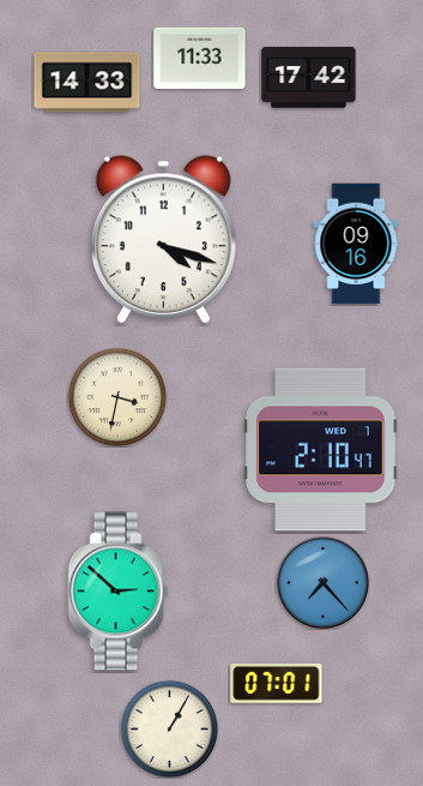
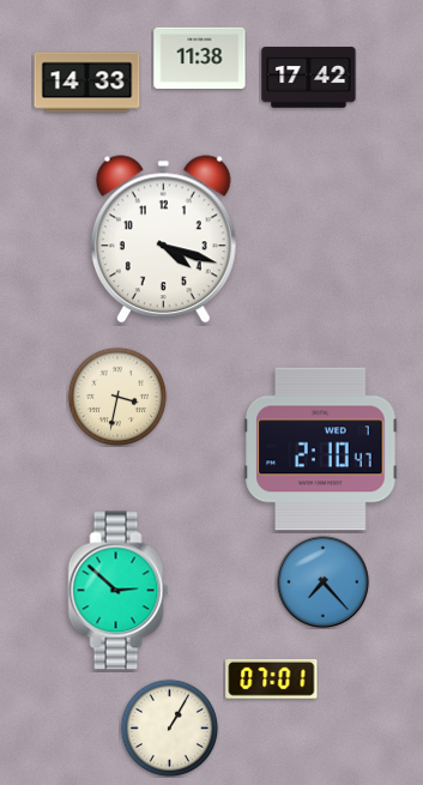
clock at (200, 59): 11:33 -> 11:38
clock at (356, 244): 09:16 -> none
clock at (277, 683) position: (277, 683) -> (272, 678)
